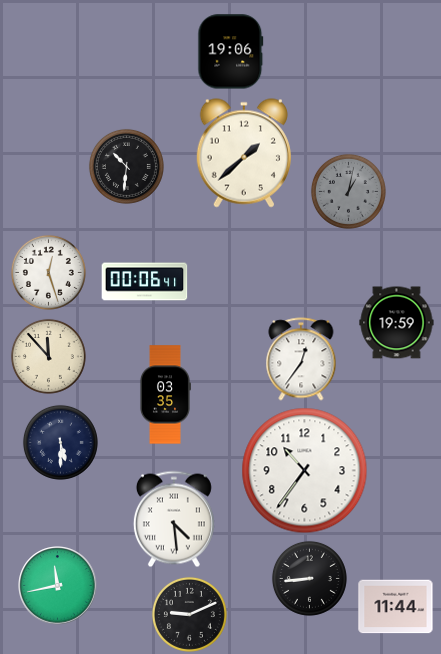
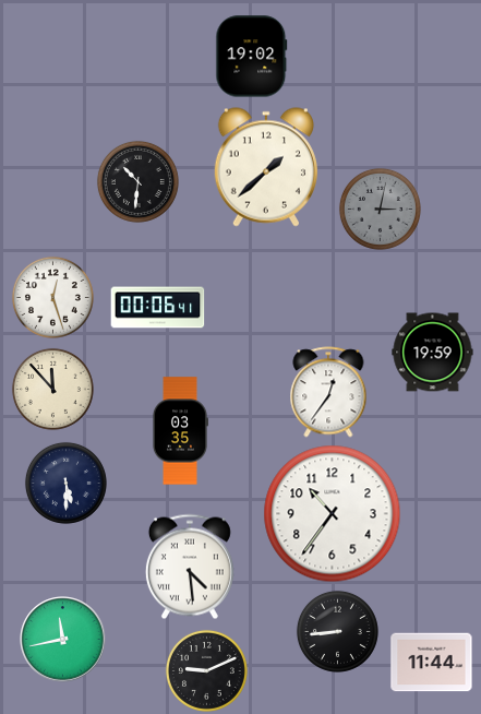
clock at (231, 52): 19:06 -> 19:02
clock at (348, 191): 1:02 -> 3:02
